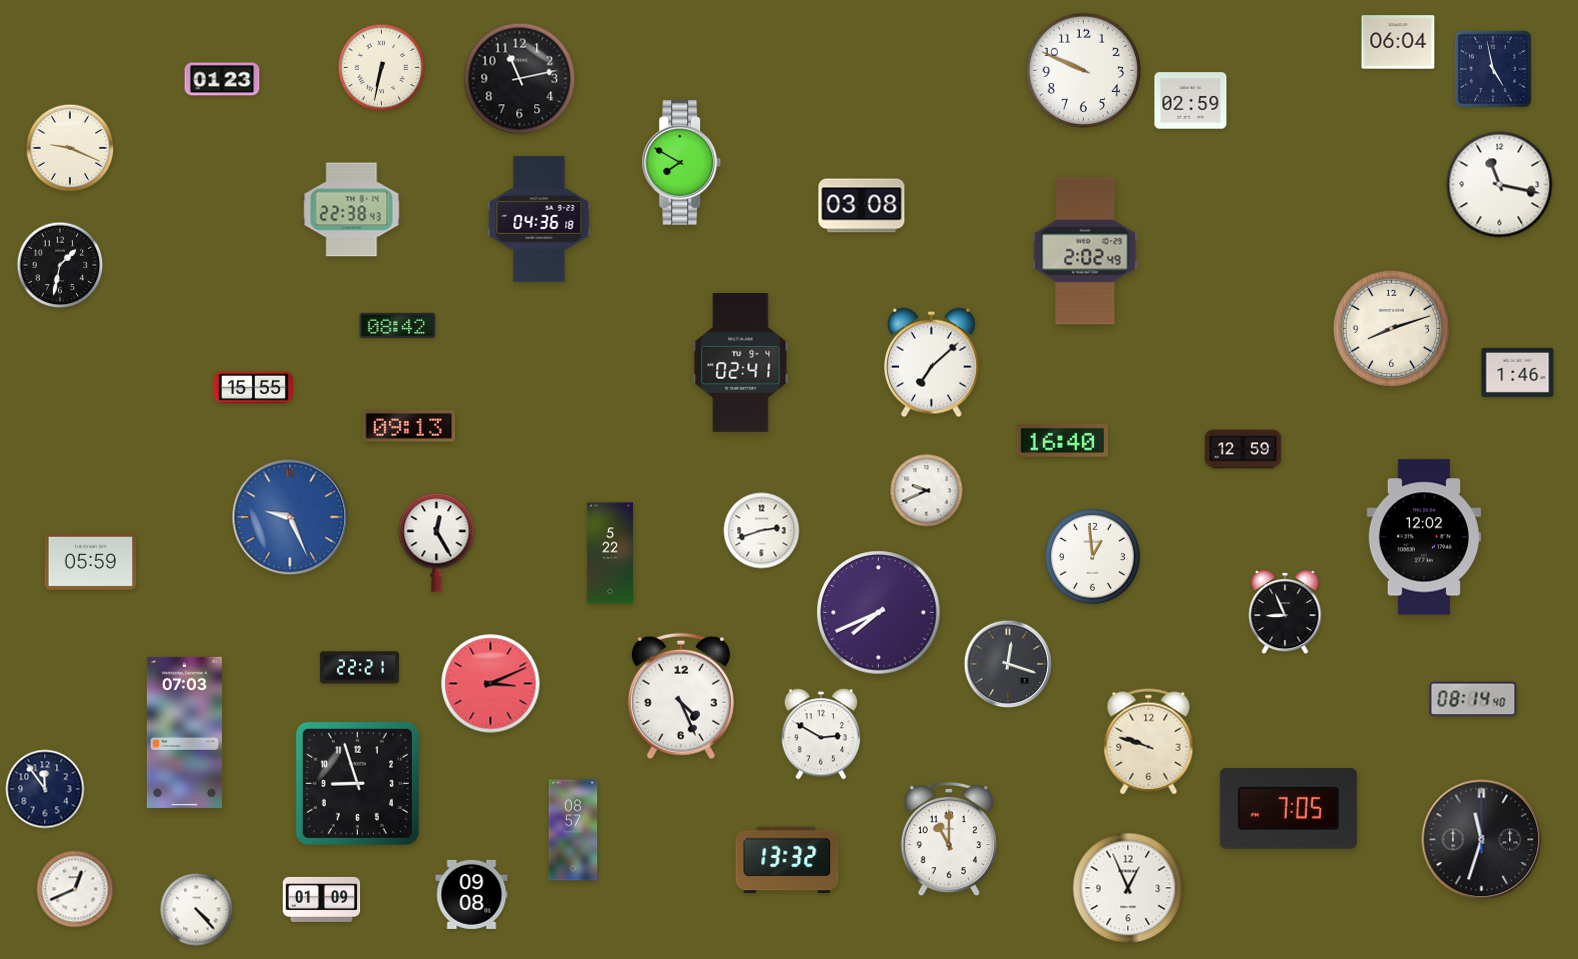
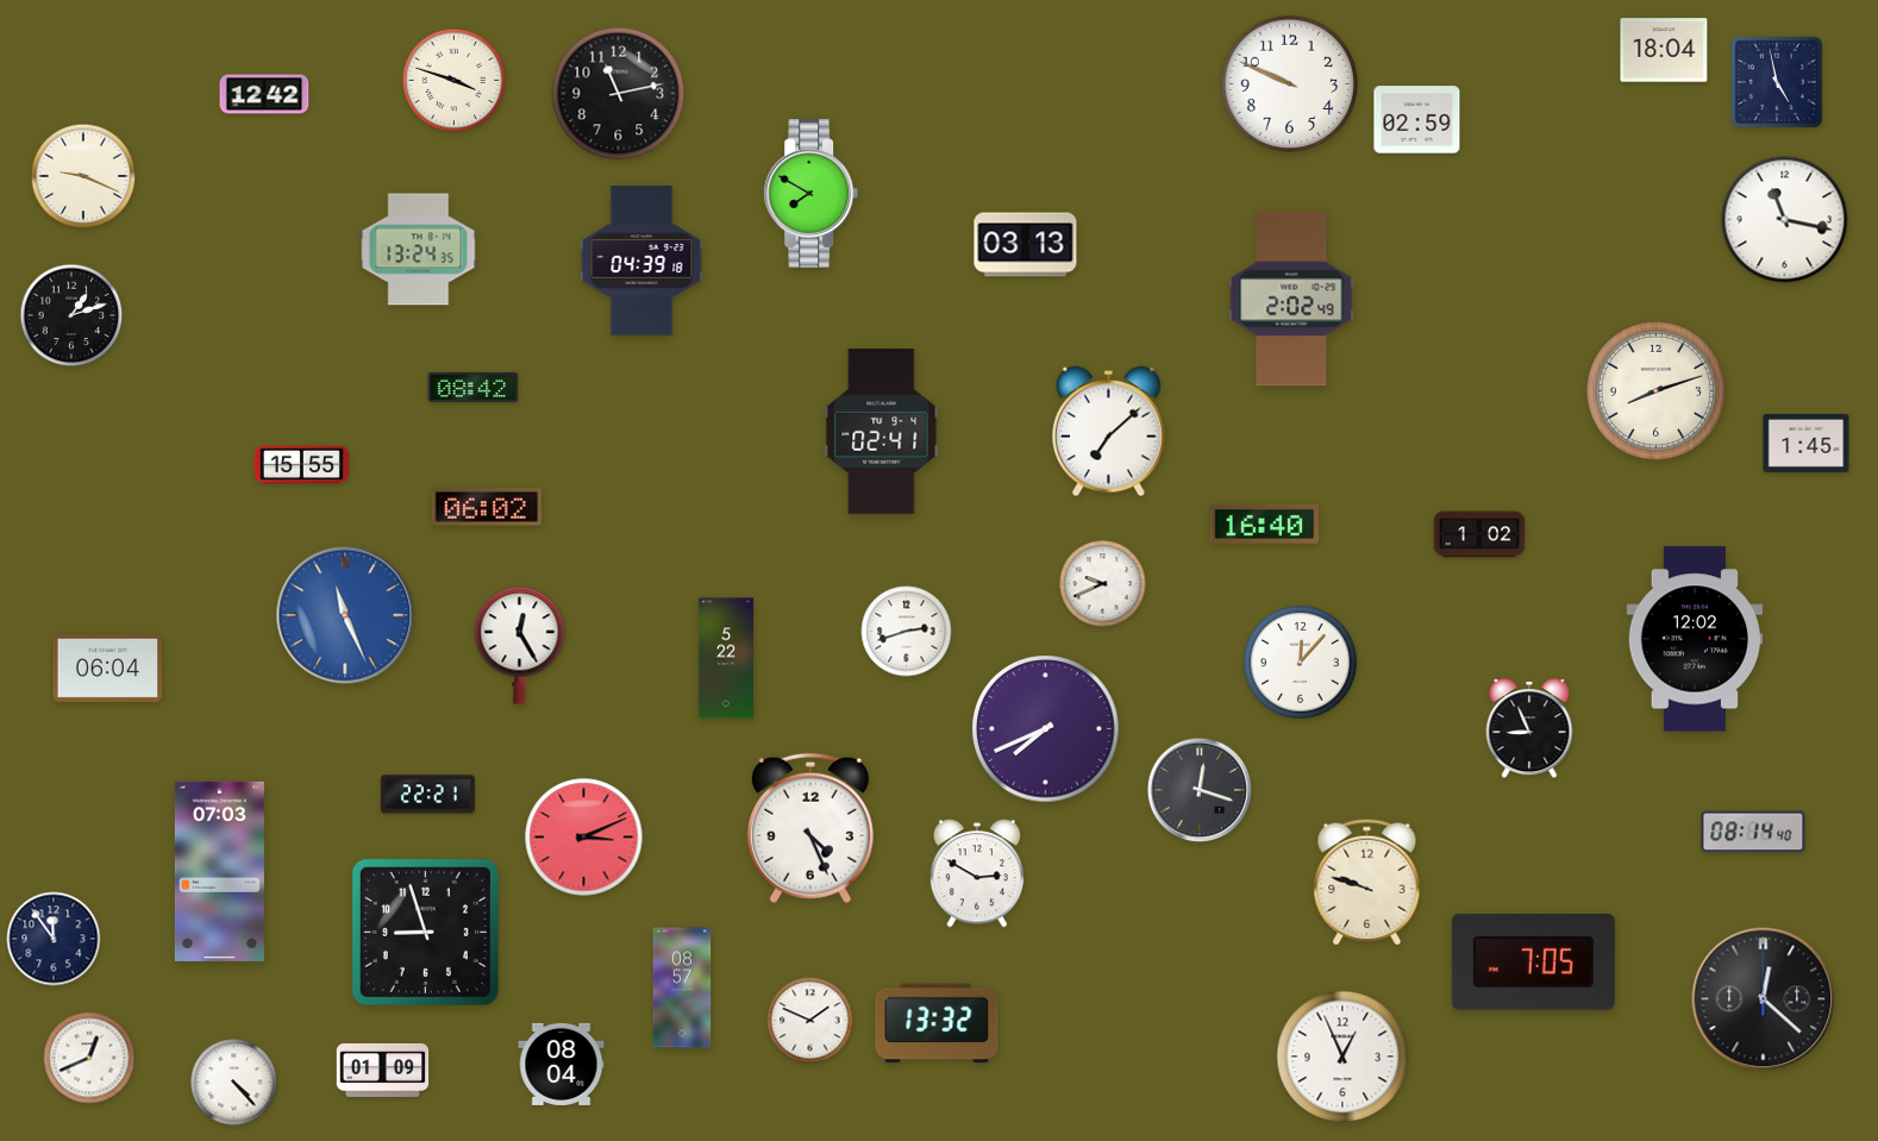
clock at (1398, 42): 06:04 -> 18:04
clock at (382, 68): 6:32 -> 3:48
clock at (222, 79): 01:23 -> 12:42
clock at (862, 206): 03:08 -> 03:13
clock at (352, 210): 22:38 -> 13:24
clock at (539, 219): 04:36 -> 04:39
clock at (60, 265): 1:32 -> 1:12
clock at (1518, 372): 1:46 -> 1:45
clock at (253, 388) position: (253, 388) -> (301, 465)
clock at (408, 426): 09:13 -> 06:02
clock at (1243, 449): 12:59 -> 1:02
clock at (290, 517): 9:26 -> 11:26
clock at (1093, 557): 12:59 -> 12:07
clock at (91, 561): 05:59 -> 06:04
clock at (491, 684) position: (491, 684) -> (584, 838)
clock at (949, 839): 11:00 -> none
clock at (1482, 840): 11:33 -> 12:22
clock at (810, 1021): none -> 1:49
clock at (472, 894): 09:08 -> 08:04
